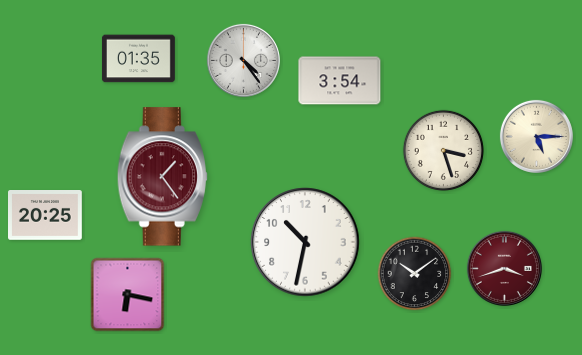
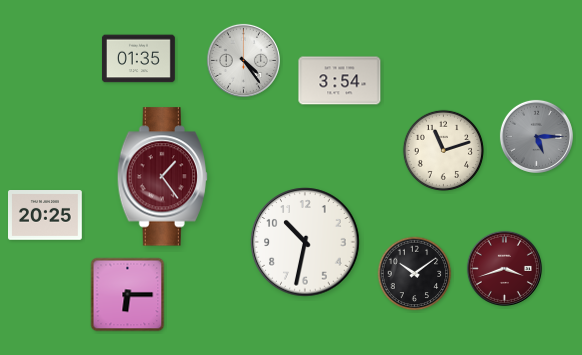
clock at (536, 136) dial: cream -> grey
clock at (443, 150): 3:27 -> 11:12
clock at (128, 295): 6:17 -> 6:15
